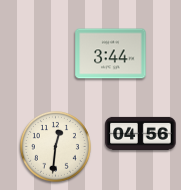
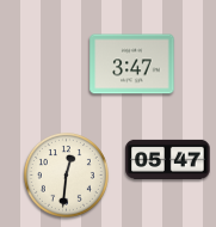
clock at (111, 54): 3:44 -> 3:47
clock at (141, 133): 04:56 -> 05:47
